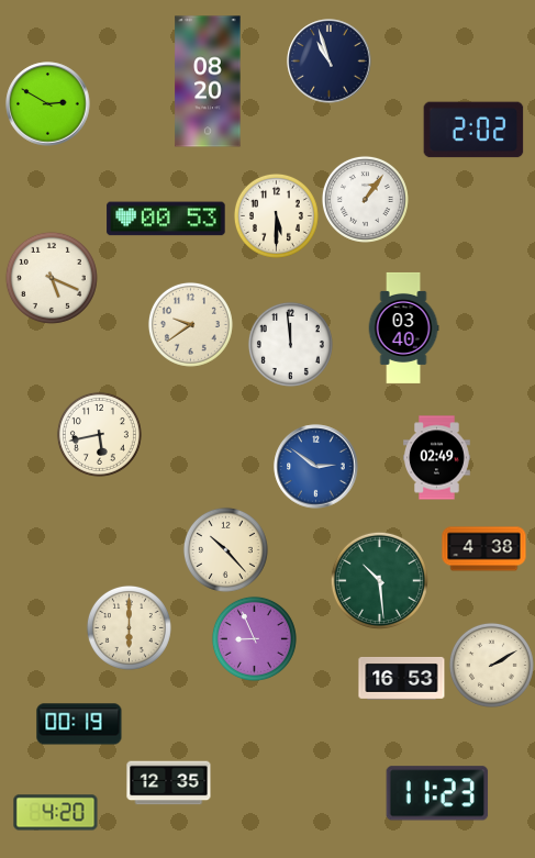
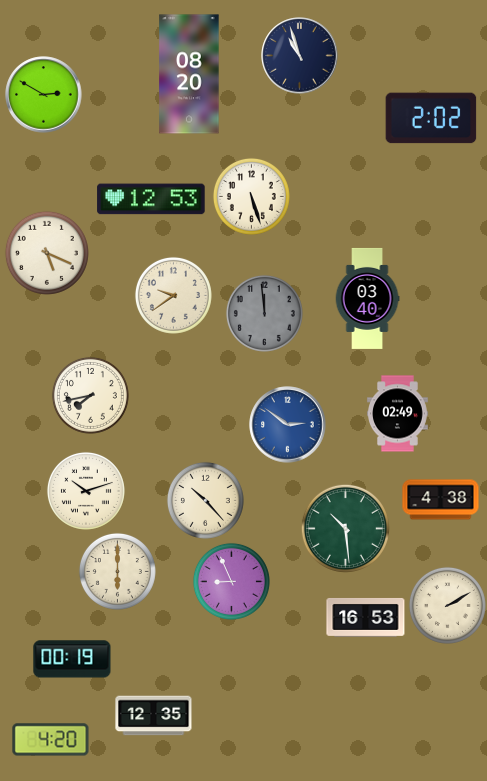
clock at (365, 199): 1:06 -> none
clock at (276, 215): 5:30 -> 5:27
clock at (166, 219): 00:53 -> 12:53
clock at (290, 344) dial: white -> grey
clock at (99, 434): 5:43 -> 7:43
clock at (437, 458) position: (437, 458) -> (398, 414)
clock at (86, 491): none -> 10:12
clock at (169, 783) position: (169, 783) -> (154, 716)
clock at (437, 793): 11:23 -> none
